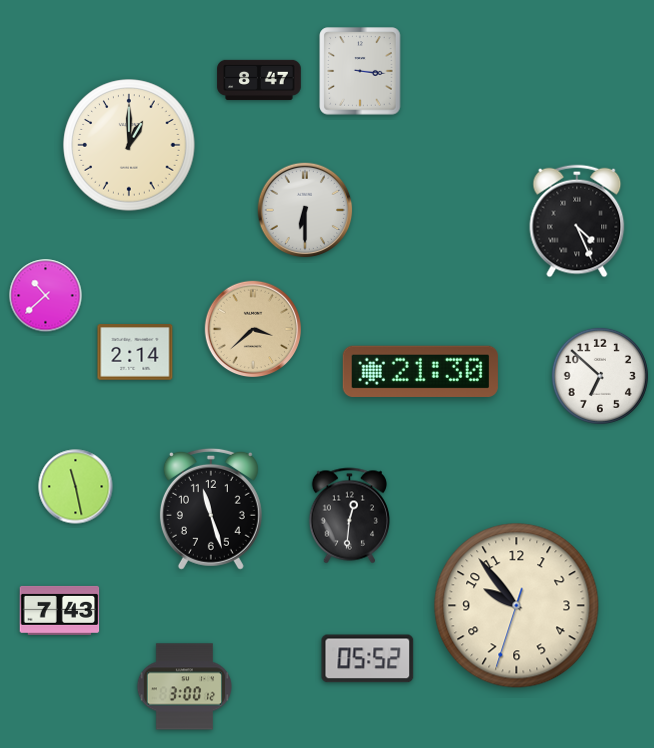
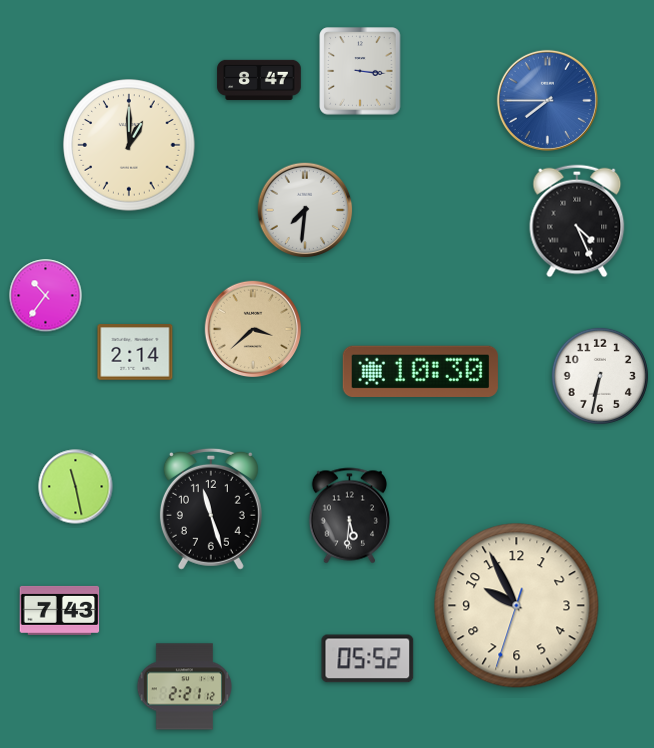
clock at (547, 100): none -> 7:45
clock at (305, 210): 6:30 -> 7:31
clock at (46, 296): 10:38 -> 10:36
clock at (420, 371): 21:30 -> 10:30
clock at (600, 376): 6:52 -> 6:32
clock at (349, 516): 12:31 -> 5:31
clock at (517, 606): 9:53 -> 9:55
clock at (184, 687): 3:00 -> 2:21
